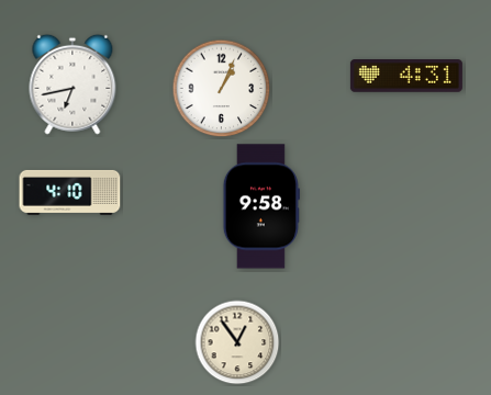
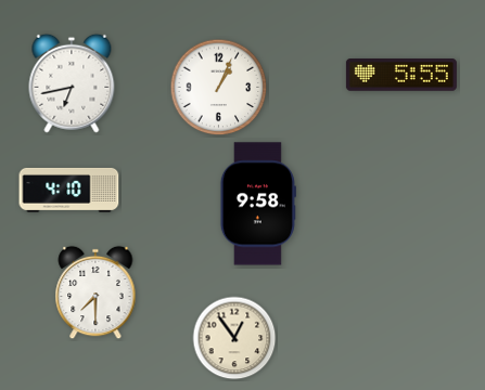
clock at (406, 77): 4:31 -> 5:55
clock at (95, 292): none -> 7:30
